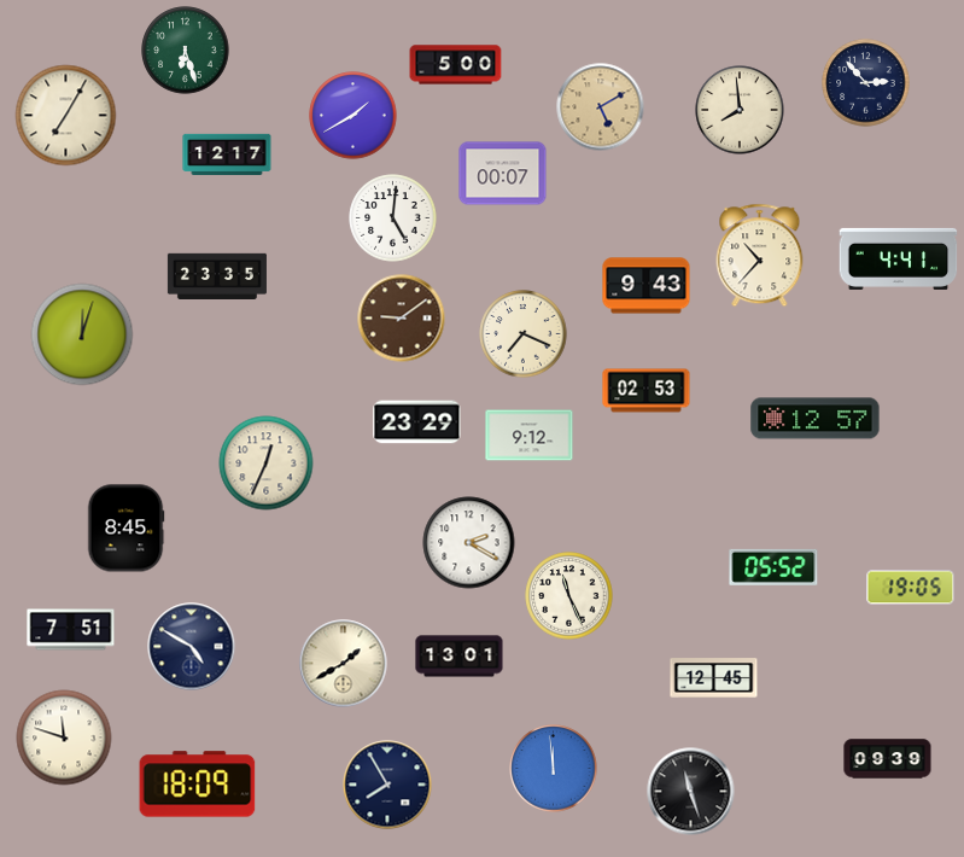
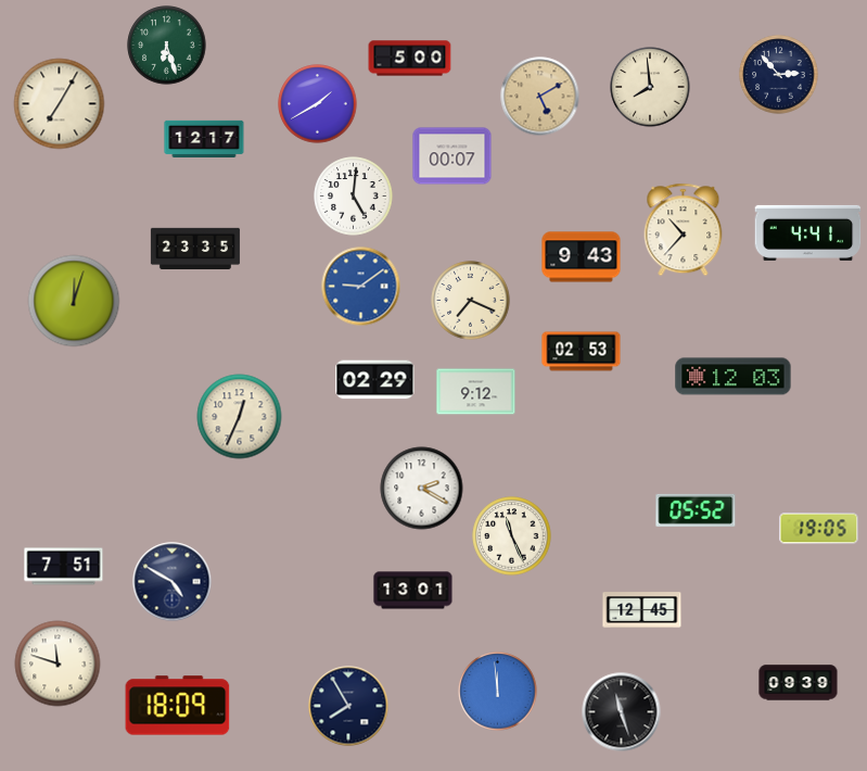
clock at (740, 110) position: (740, 110) -> (650, 87)
clock at (402, 319) dial: brown -> blue
clock at (816, 419): 12:57 -> 12:03
clock at (417, 422): 23:29 -> 02:29
clock at (125, 529): 8:45 -> none
clock at (344, 664): 1:40 -> none
